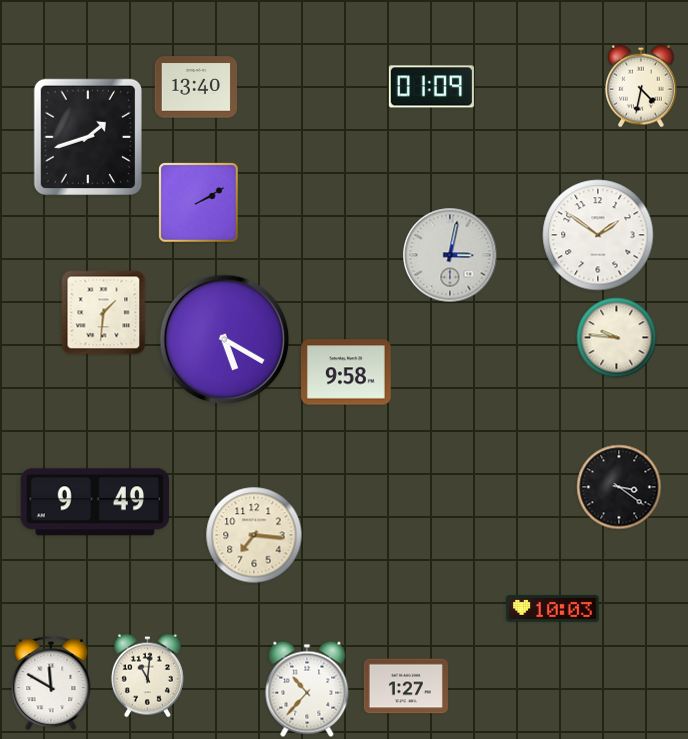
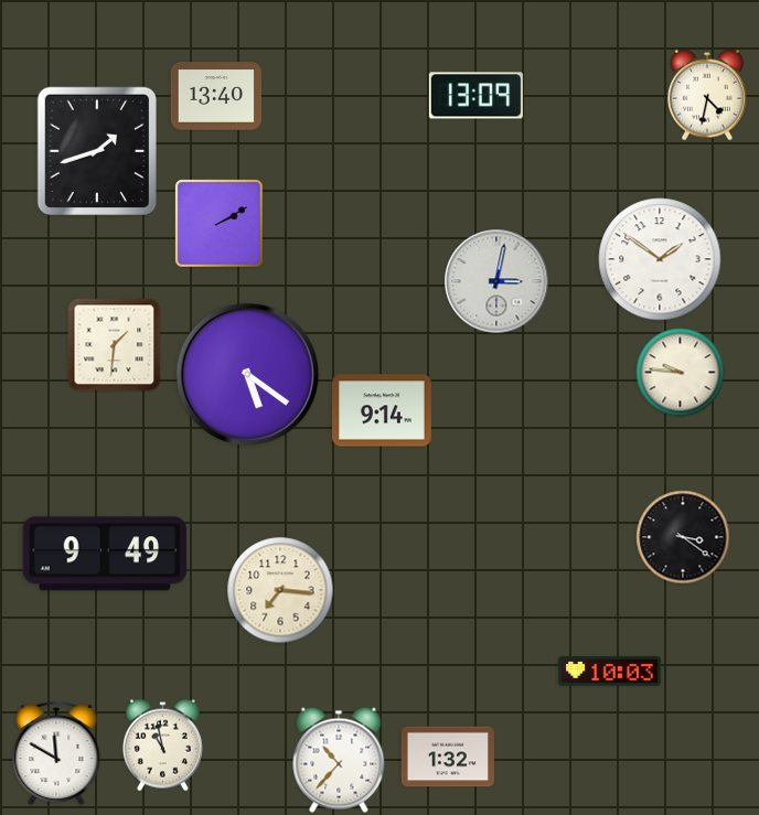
clock at (431, 87): 01:09 -> 13:09
clock at (225, 340): 5:20 -> 5:21
clock at (347, 372): 9:58 -> 9:14
clock at (147, 676): 11:01 -> 10:58
clock at (406, 686): 1:27 -> 1:32
